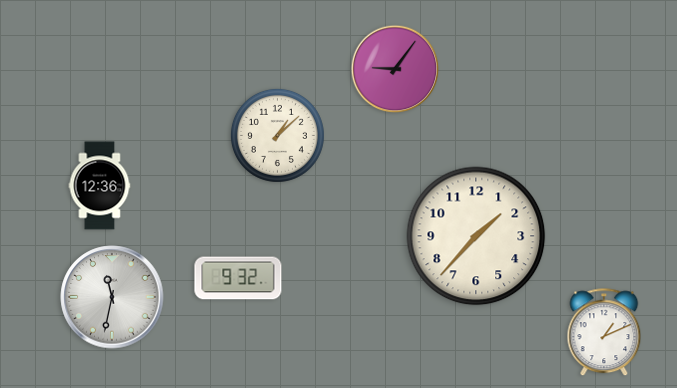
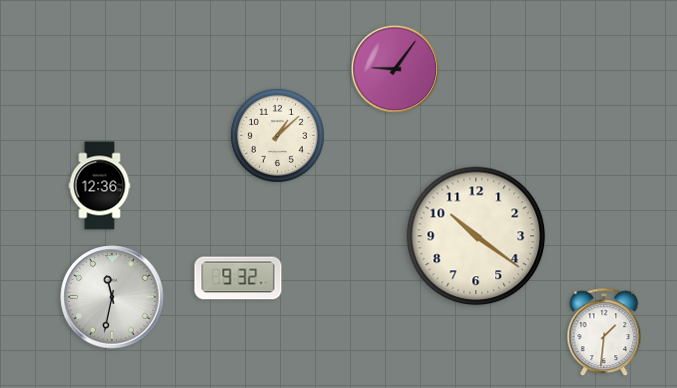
clock at (476, 236): 1:37 -> 10:21
clock at (604, 333): 1:11 -> 1:31
